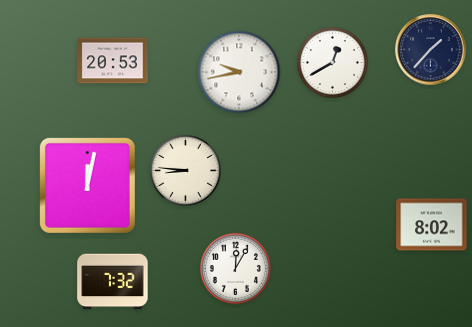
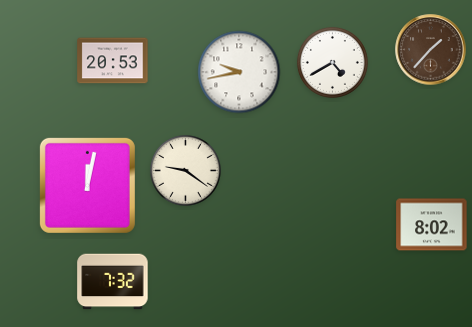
clock at (431, 50) dial: navy -> brown
clock at (332, 62): 12:40 -> 4:40
clock at (185, 170): 8:46 -> 9:21
clock at (235, 268): 12:05 -> none
